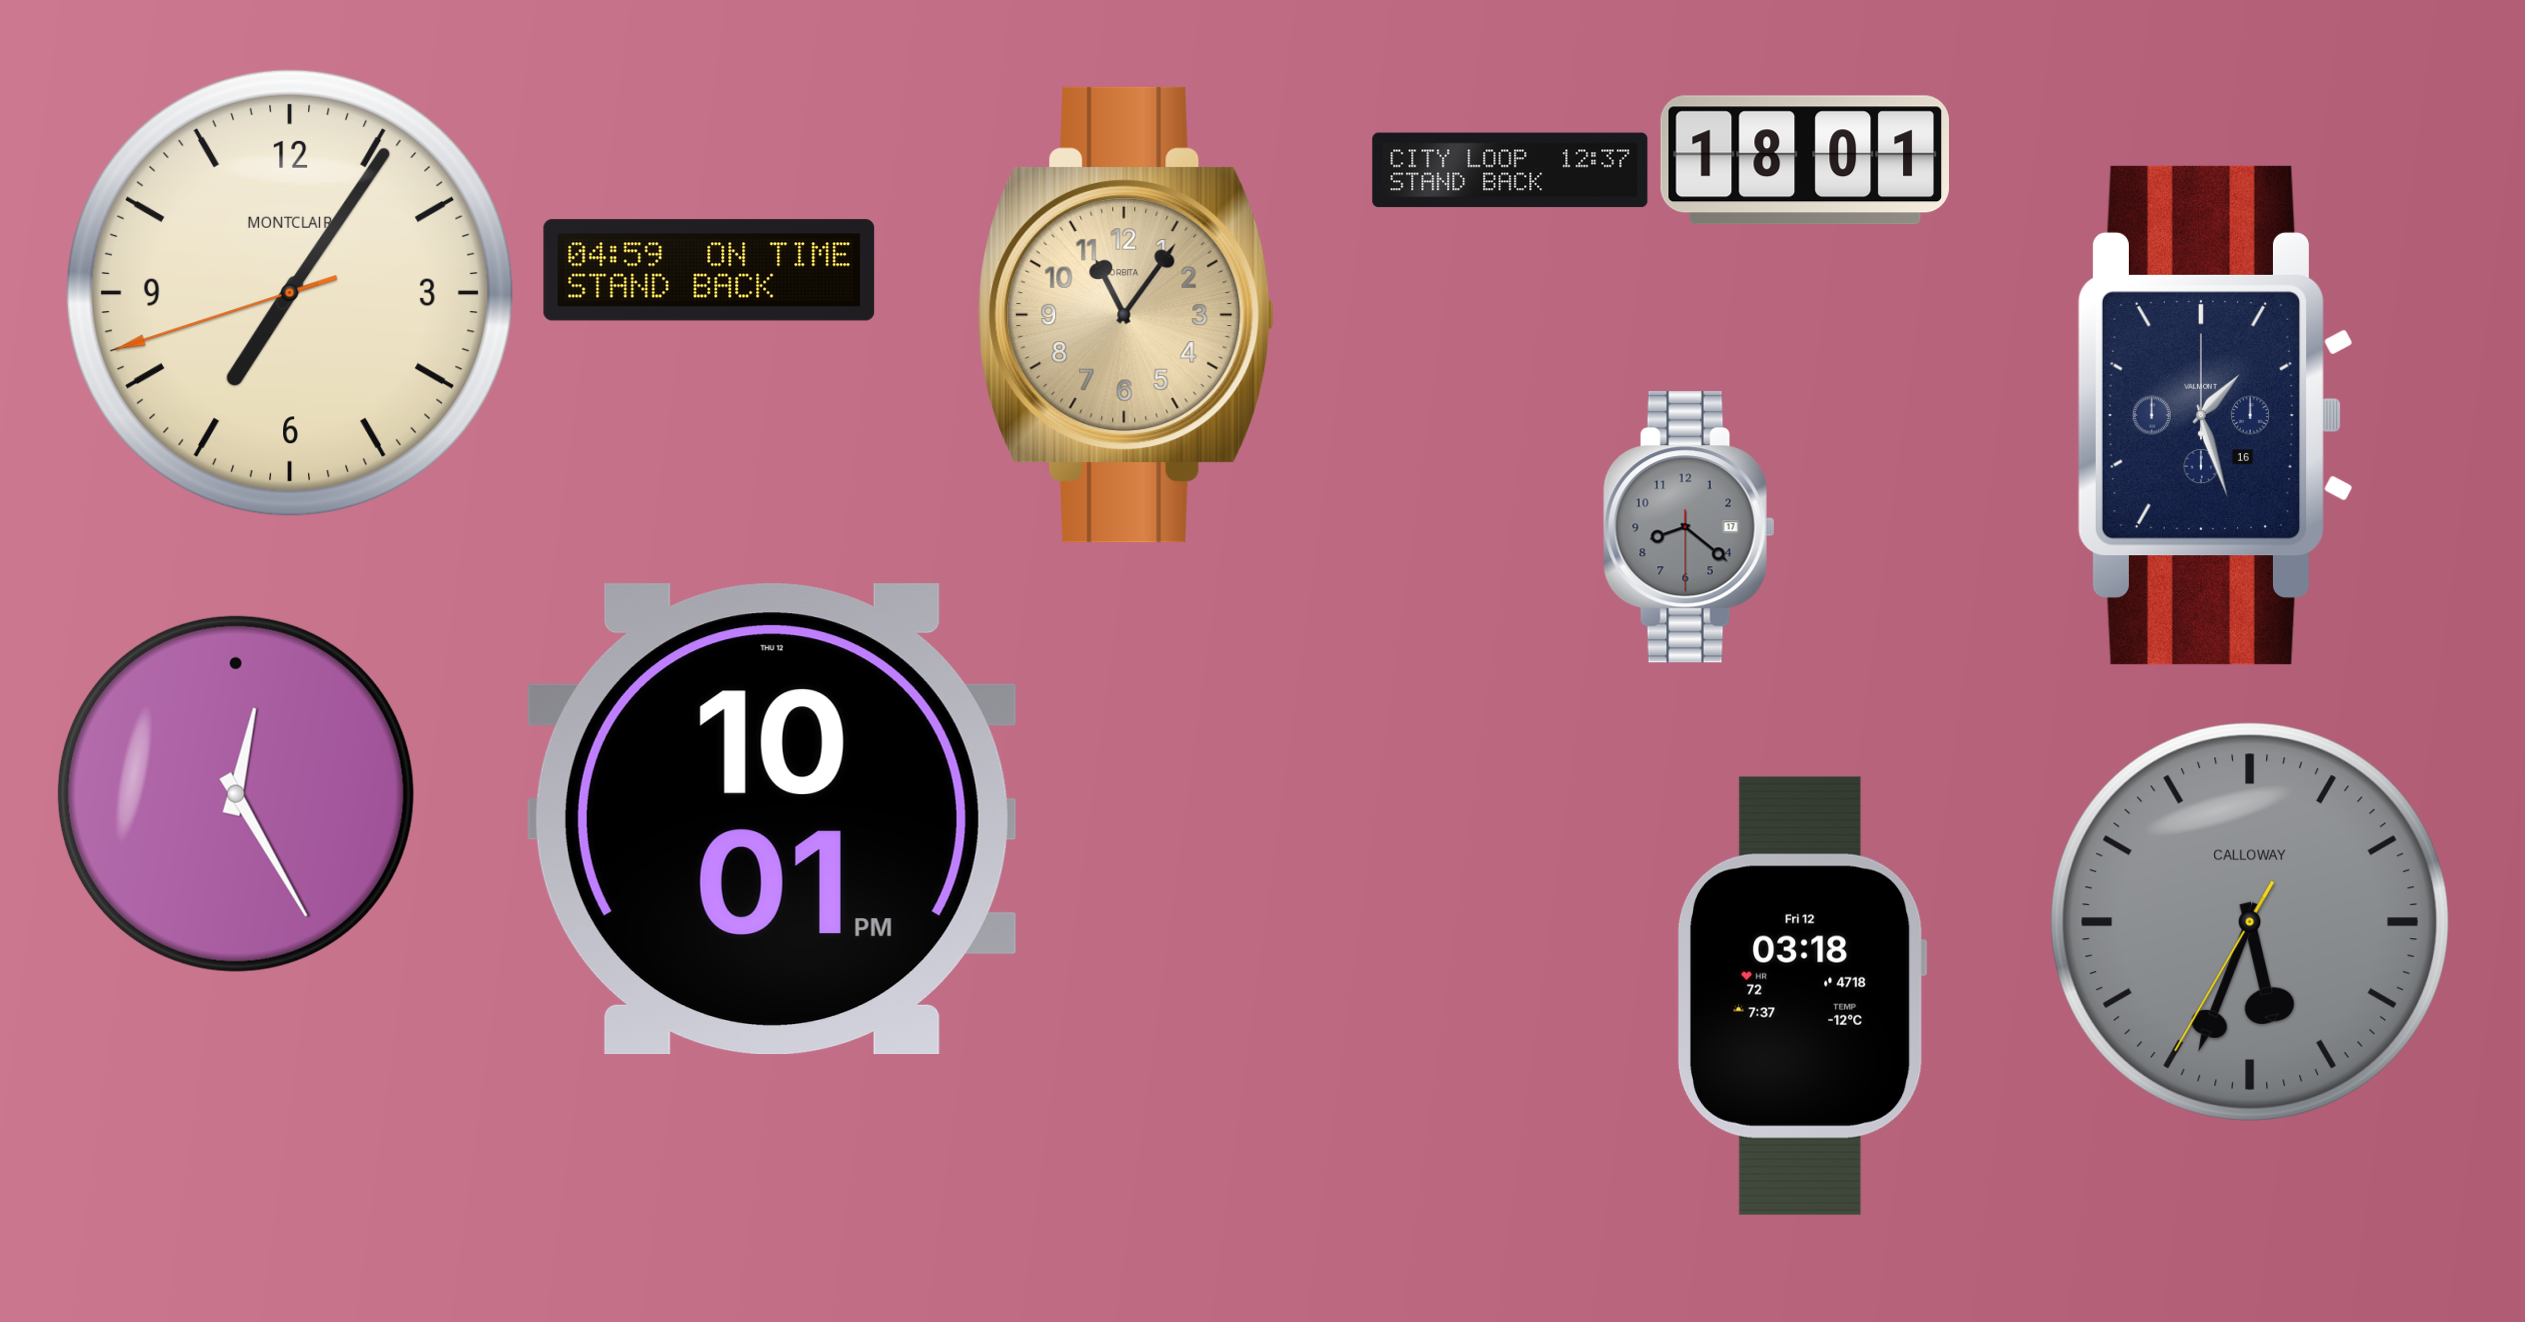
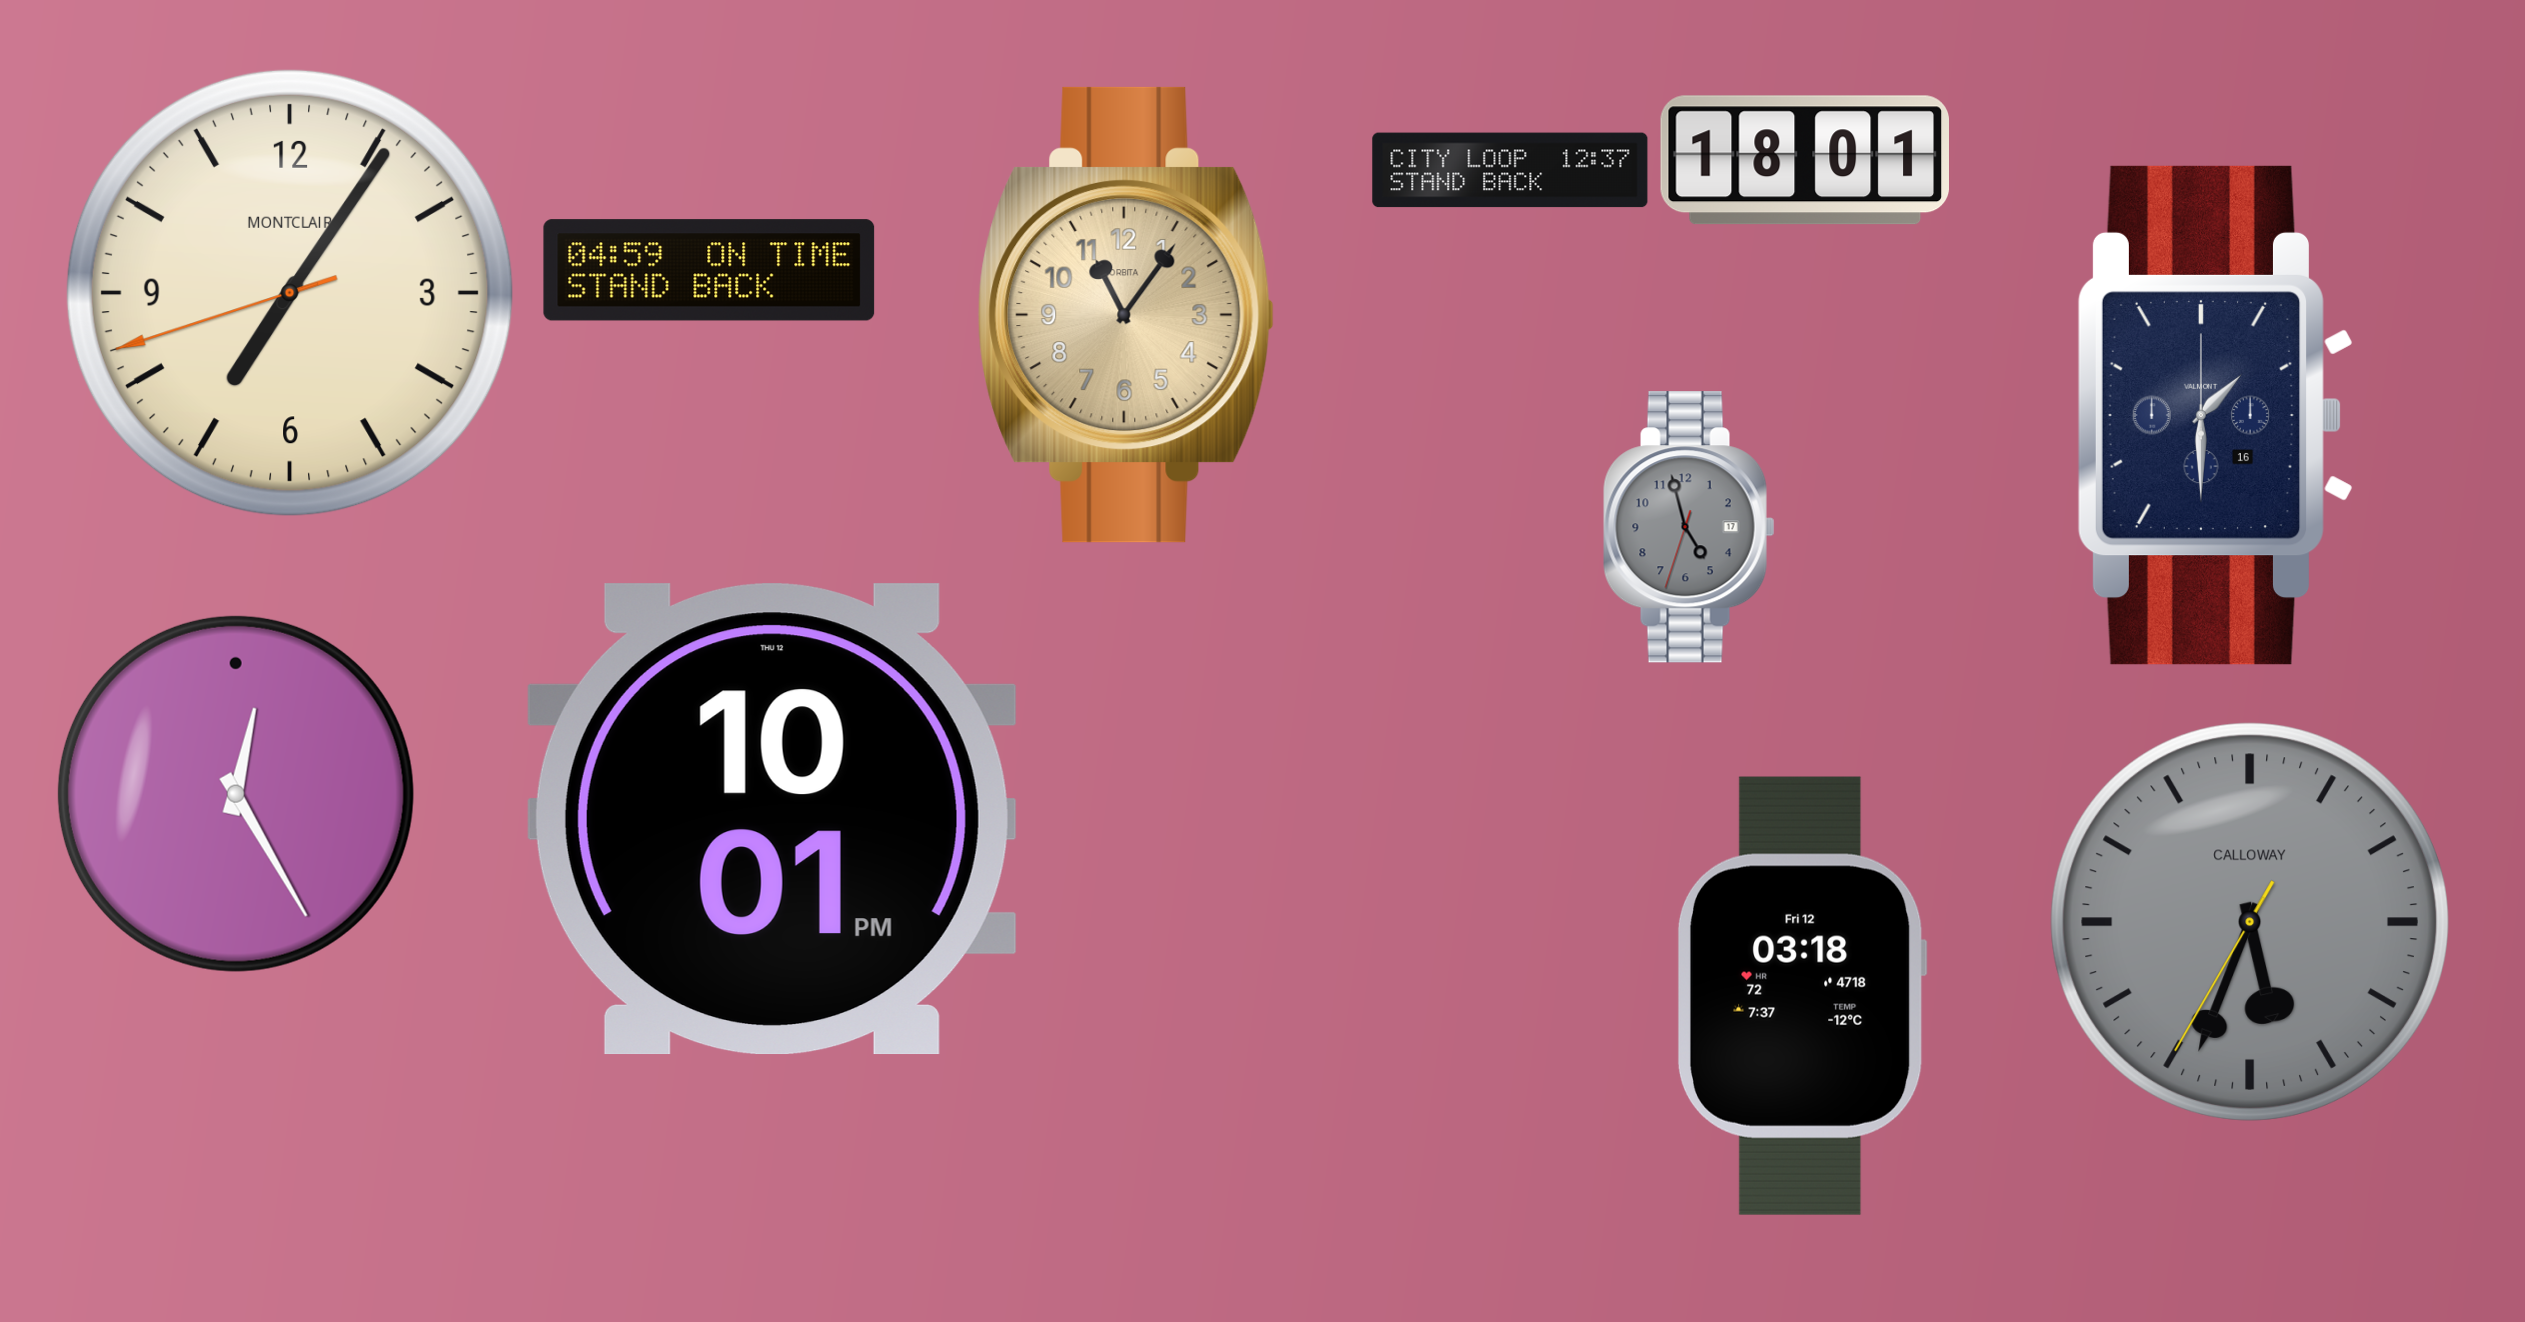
clock at (2215, 415): 1:27 -> 1:30
clock at (1689, 527): 8:21 -> 4:57
